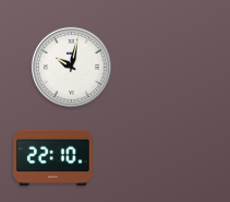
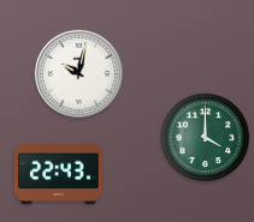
clock at (206, 138): none -> 4:00
clock at (52, 157): 22:10 -> 22:43
